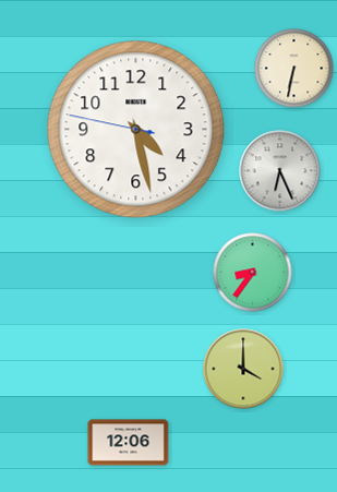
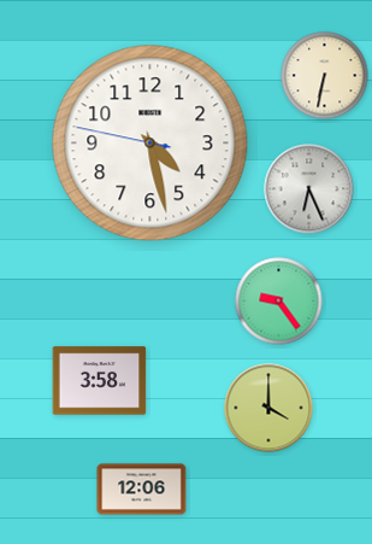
clock at (253, 273): 8:36 -> 9:24
clock at (100, 381): none -> 3:58
